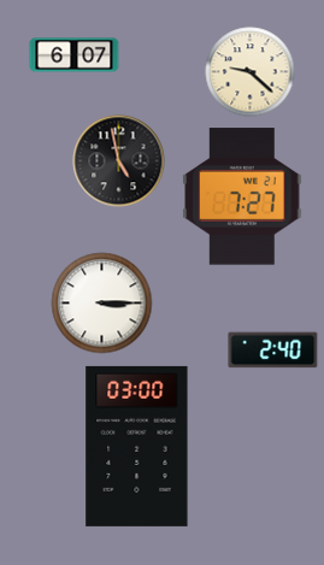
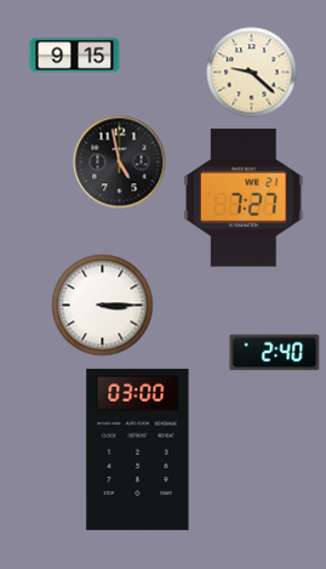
clock at (75, 55): 6:07 -> 9:15
